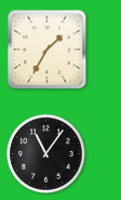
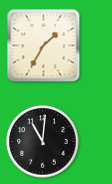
clock at (46, 154): 11:06 -> 11:01
